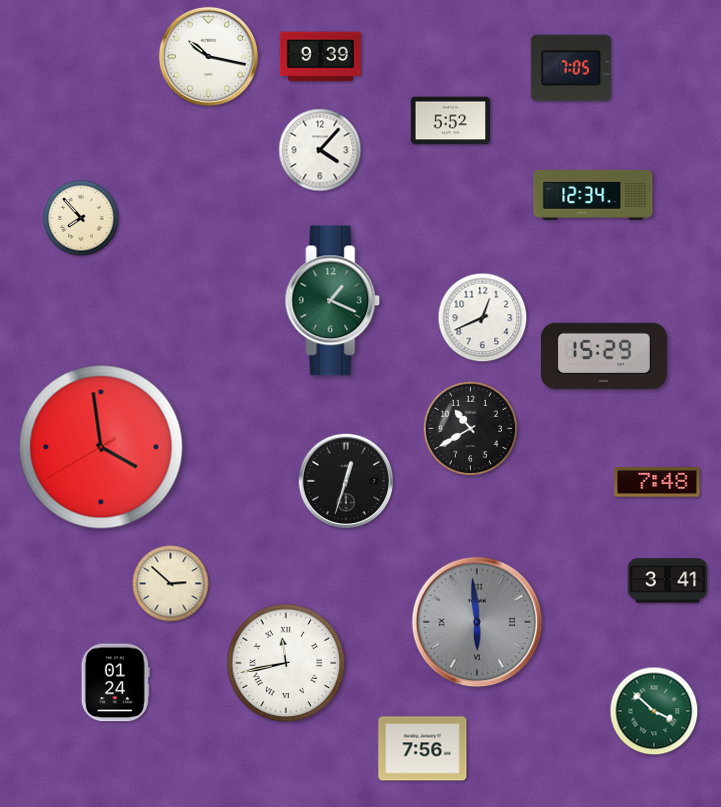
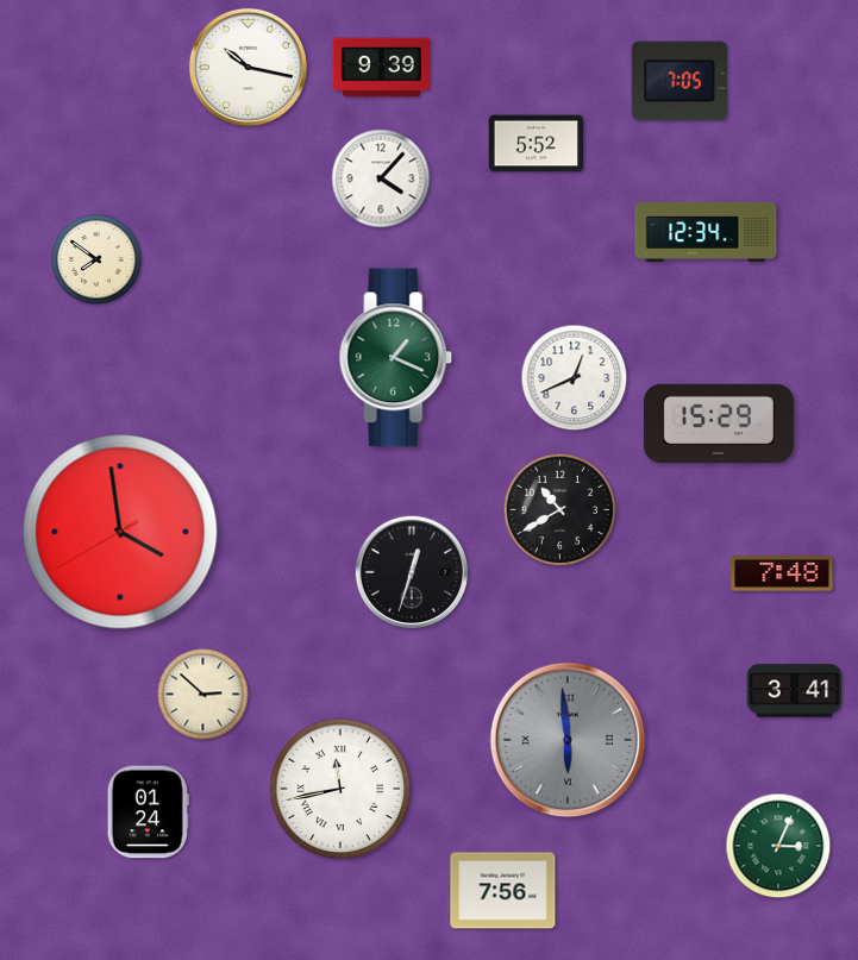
clock at (81, 218): 7:53 -> 7:51
clock at (115, 683) position: (115, 683) -> (148, 812)
clock at (654, 711): 3:52 -> 3:04
